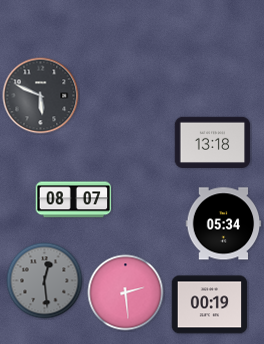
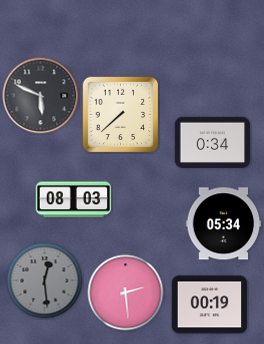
clock at (120, 114): none -> 7:38
clock at (213, 142): 13:18 -> 0:34
clock at (74, 200): 08:07 -> 08:03
